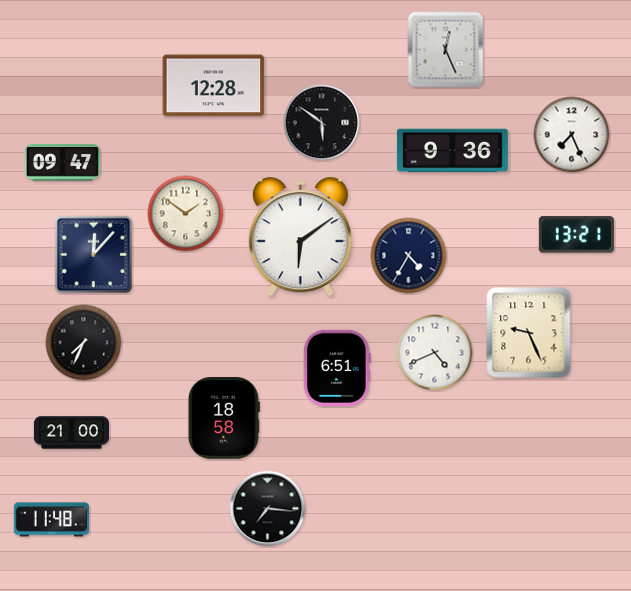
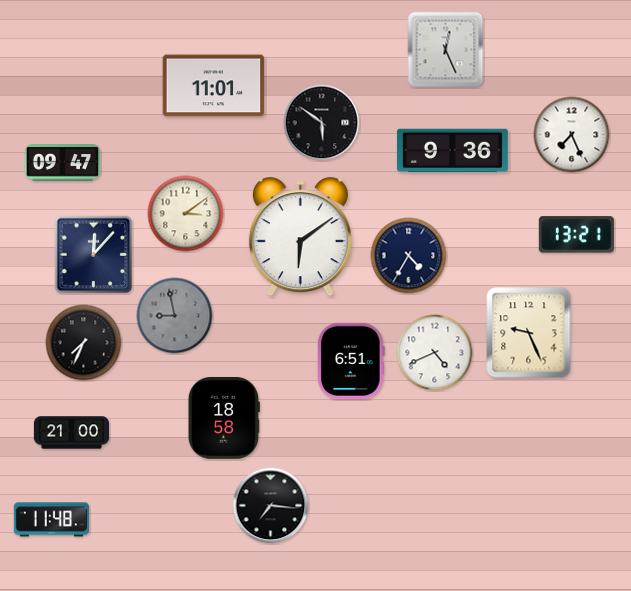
clock at (214, 86): 12:28 -> 11:01
clock at (186, 214): 1:51 -> 3:09
clock at (175, 316): none -> 8:58
clock at (338, 368) position: (338, 368) -> (352, 361)
clock at (268, 509) position: (268, 509) -> (271, 506)
